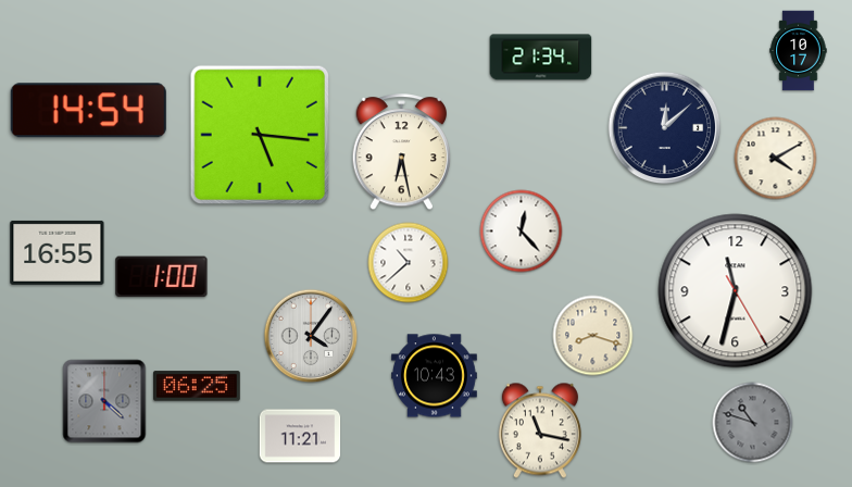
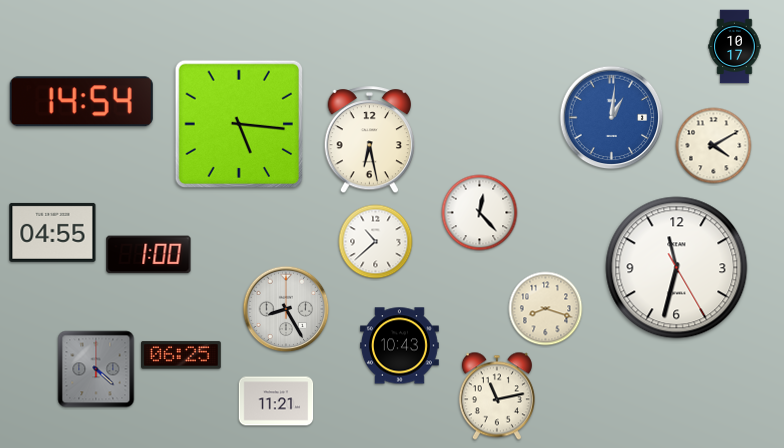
clock at (541, 58): 21:34 -> none
clock at (665, 128): 12:08 -> 1:01
clock at (665, 128) dial: navy -> blue
clock at (58, 252): 16:55 -> 04:55
clock at (311, 336): 4:06 -> 8:25
clock at (753, 423): 10:48 -> none
clock at (540, 430): 11:17 -> 11:13
